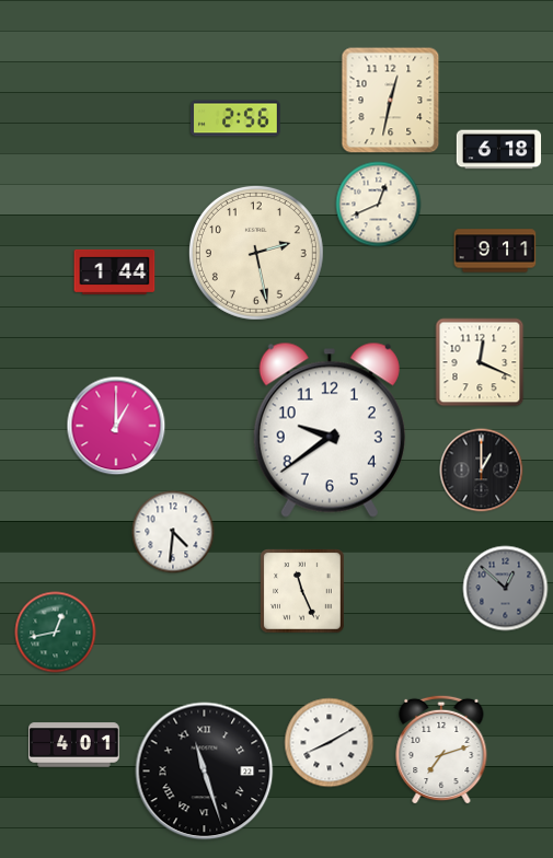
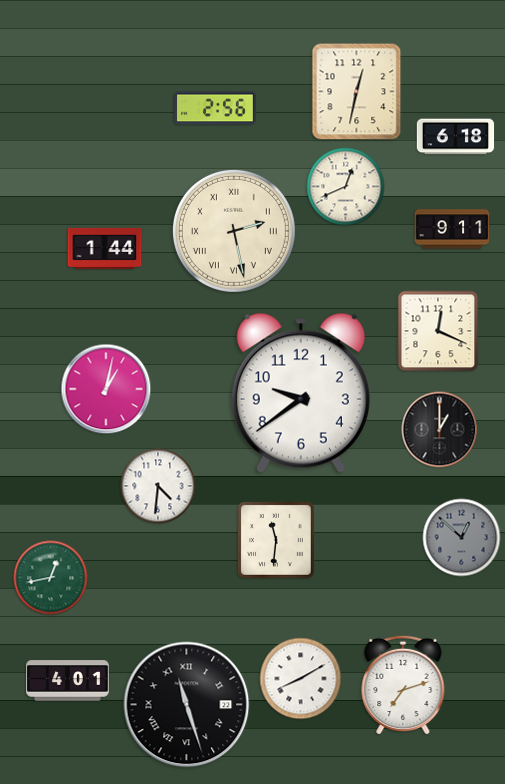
clock at (256, 253) numerals: Arabic -> Roman
clock at (116, 426): 1:00 -> 1:02
clock at (303, 592): 11:26 -> 11:31
